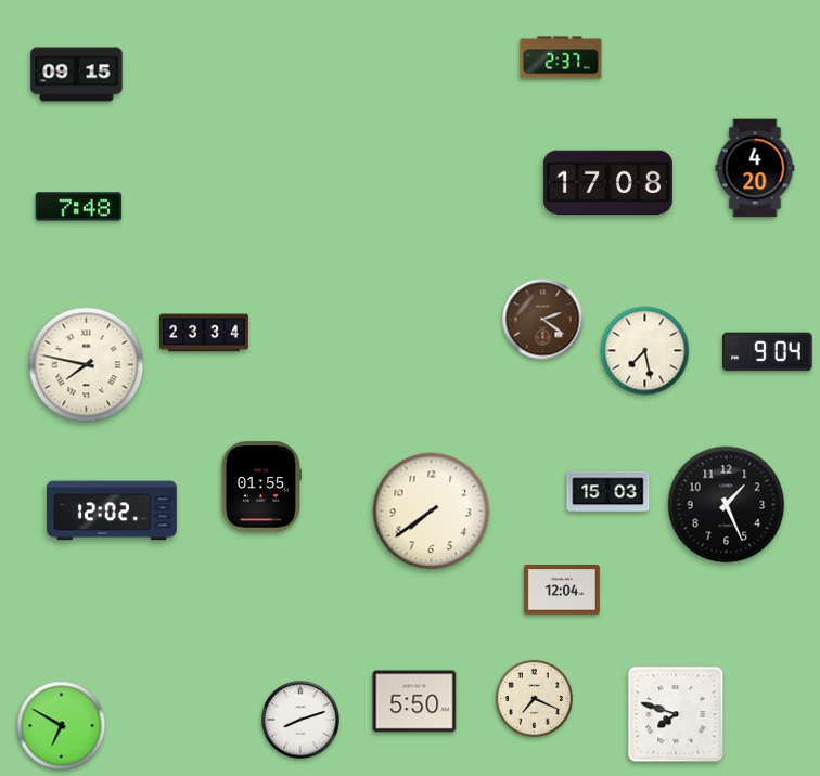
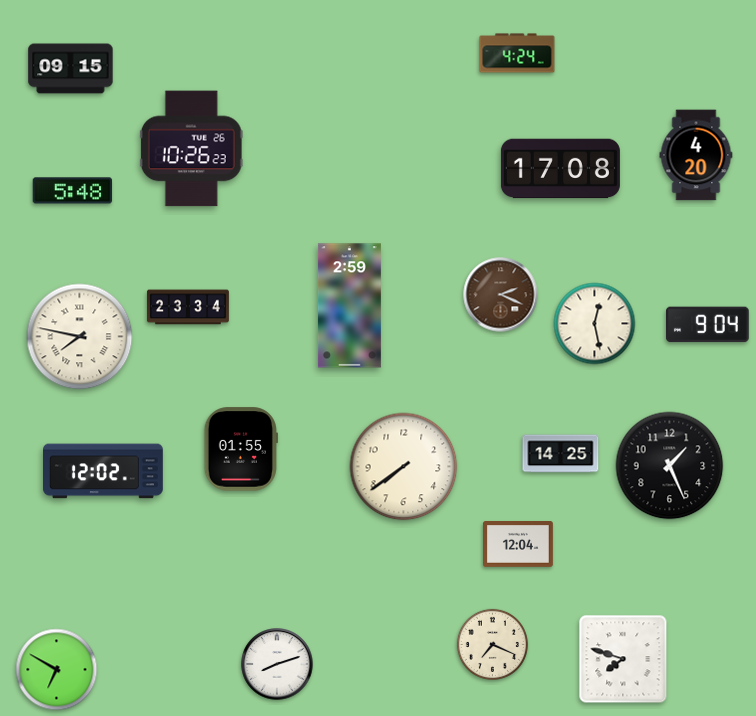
clock at (561, 57): 2:37 -> 4:24
clock at (191, 149): none -> 10:26
clock at (79, 207): 7:48 -> 5:48
clock at (543, 320): 2:21 -> 2:19
clock at (349, 306): none -> 2:59
clock at (645, 351): 7:28 -> 12:28
clock at (608, 492): 15:03 -> 14:25
clock at (432, 512) position: (432, 512) -> (404, 467)
clock at (414, 701): 5:50 -> none
